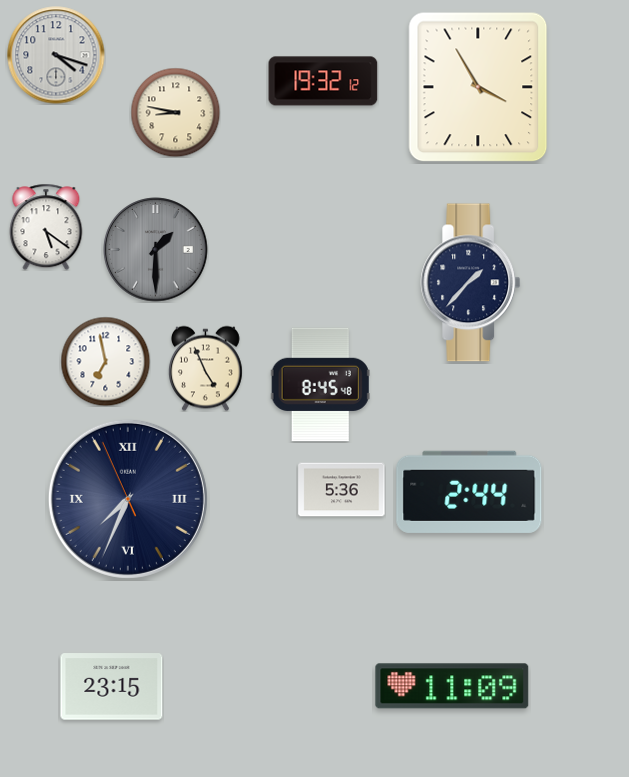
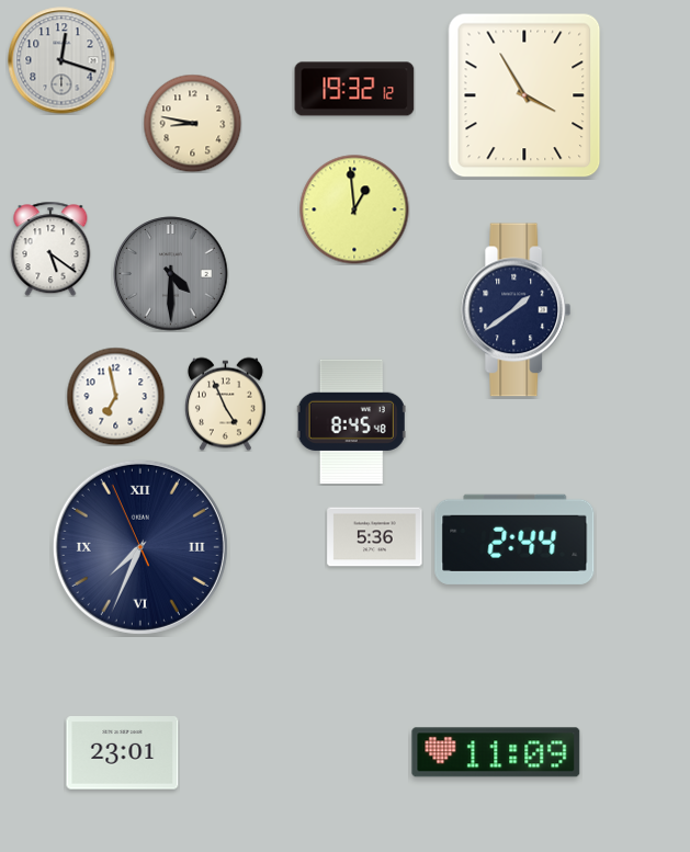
clock at (56, 55): 4:18 -> 12:18
clock at (354, 209): none -> 12:59
clock at (156, 250): 1:30 -> 4:30
clock at (471, 283): 1:37 -> 1:39
clock at (112, 687): 23:15 -> 23:01
